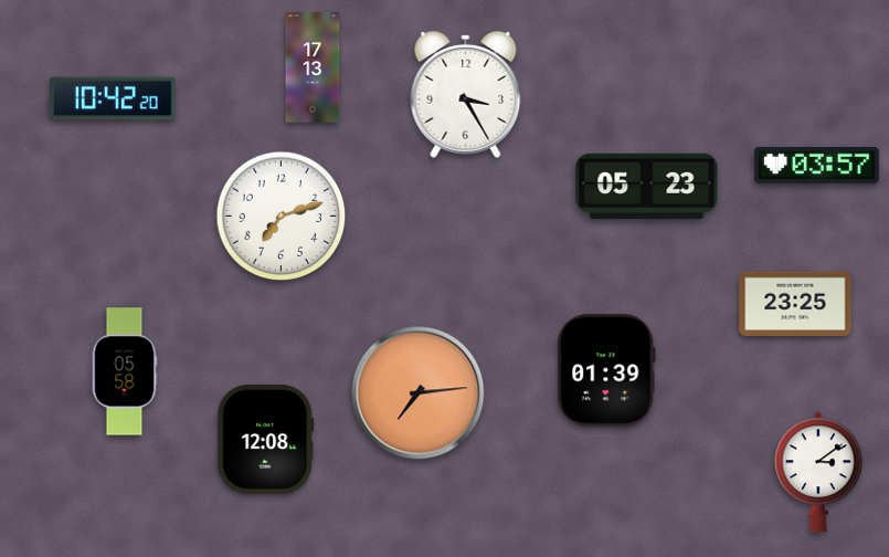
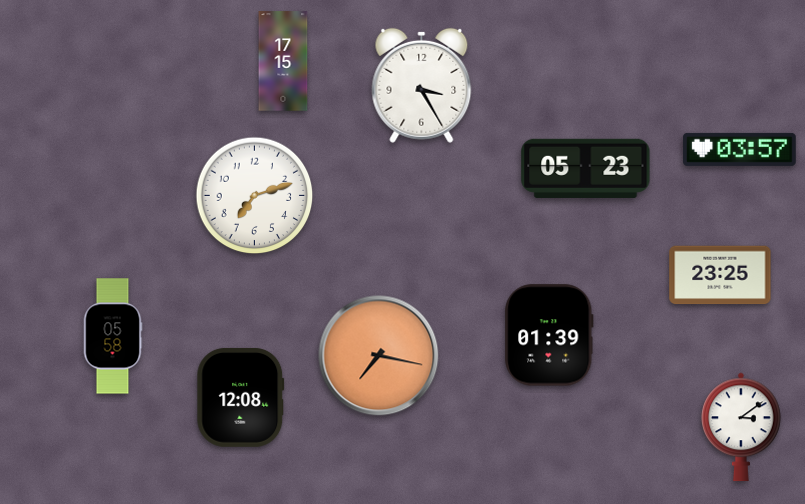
clock at (313, 67): 17:13 -> 17:15
clock at (113, 98): 10:42 -> none
clock at (419, 393): 7:14 -> 7:17
